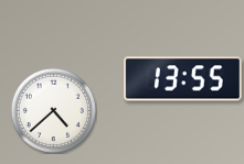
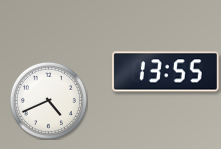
clock at (53, 110): 4:38 -> 4:41
